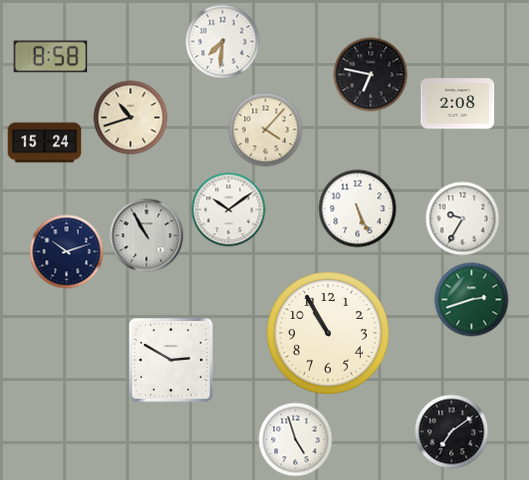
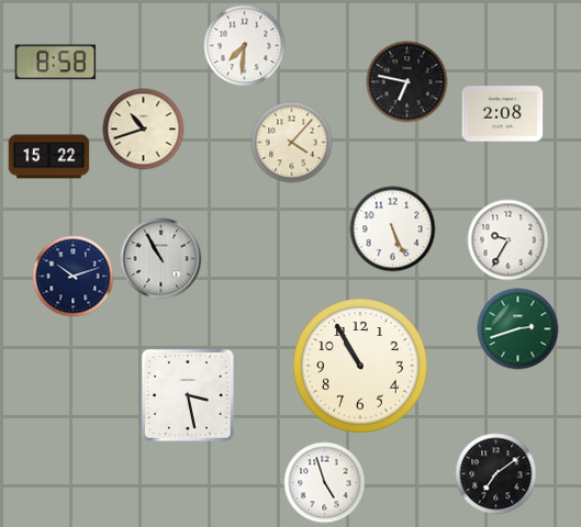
clock at (45, 143): 15:24 -> 15:22
clock at (229, 210): 10:09 -> none
clock at (171, 360): 2:50 -> 3:28
